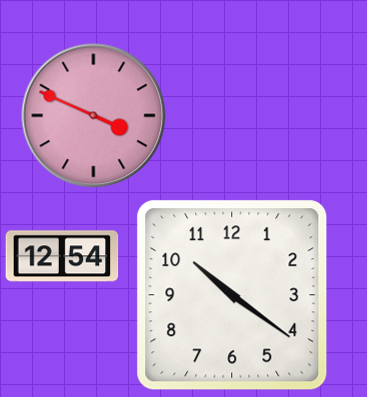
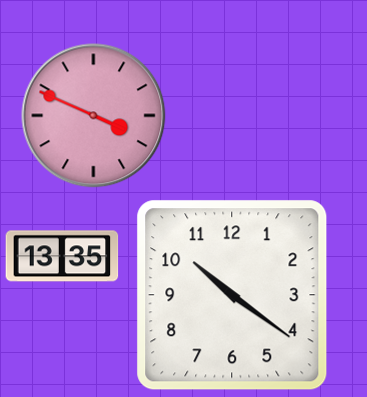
clock at (62, 256): 12:54 -> 13:35
